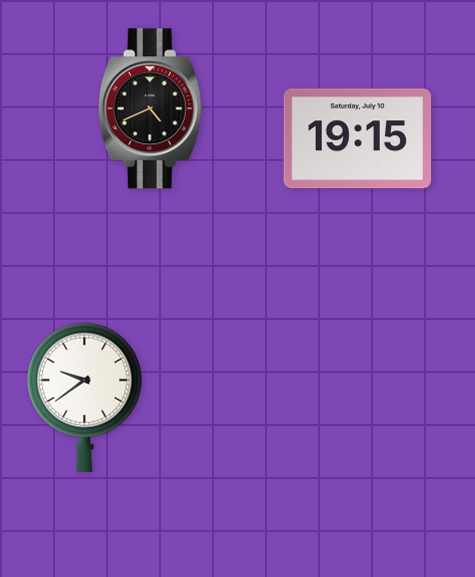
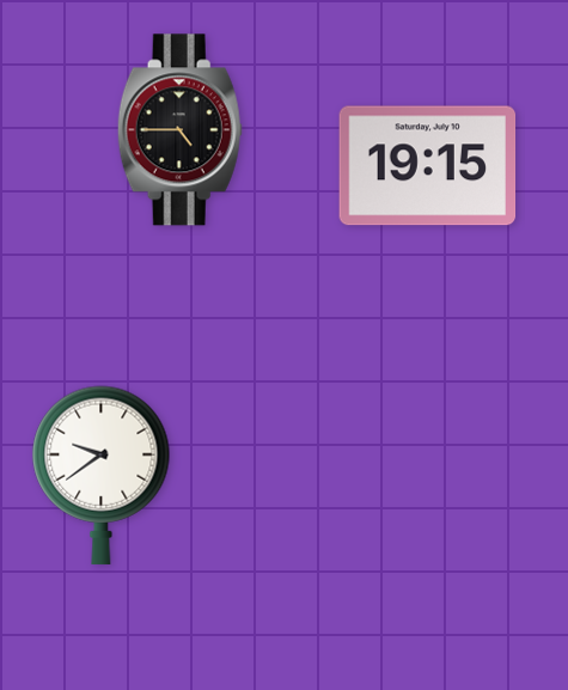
clock at (150, 109): 4:41 -> 4:45
